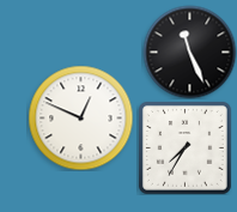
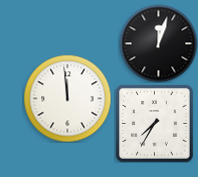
clock at (189, 52): 11:26 -> 12:03
clock at (80, 117): 12:49 -> 11:59
